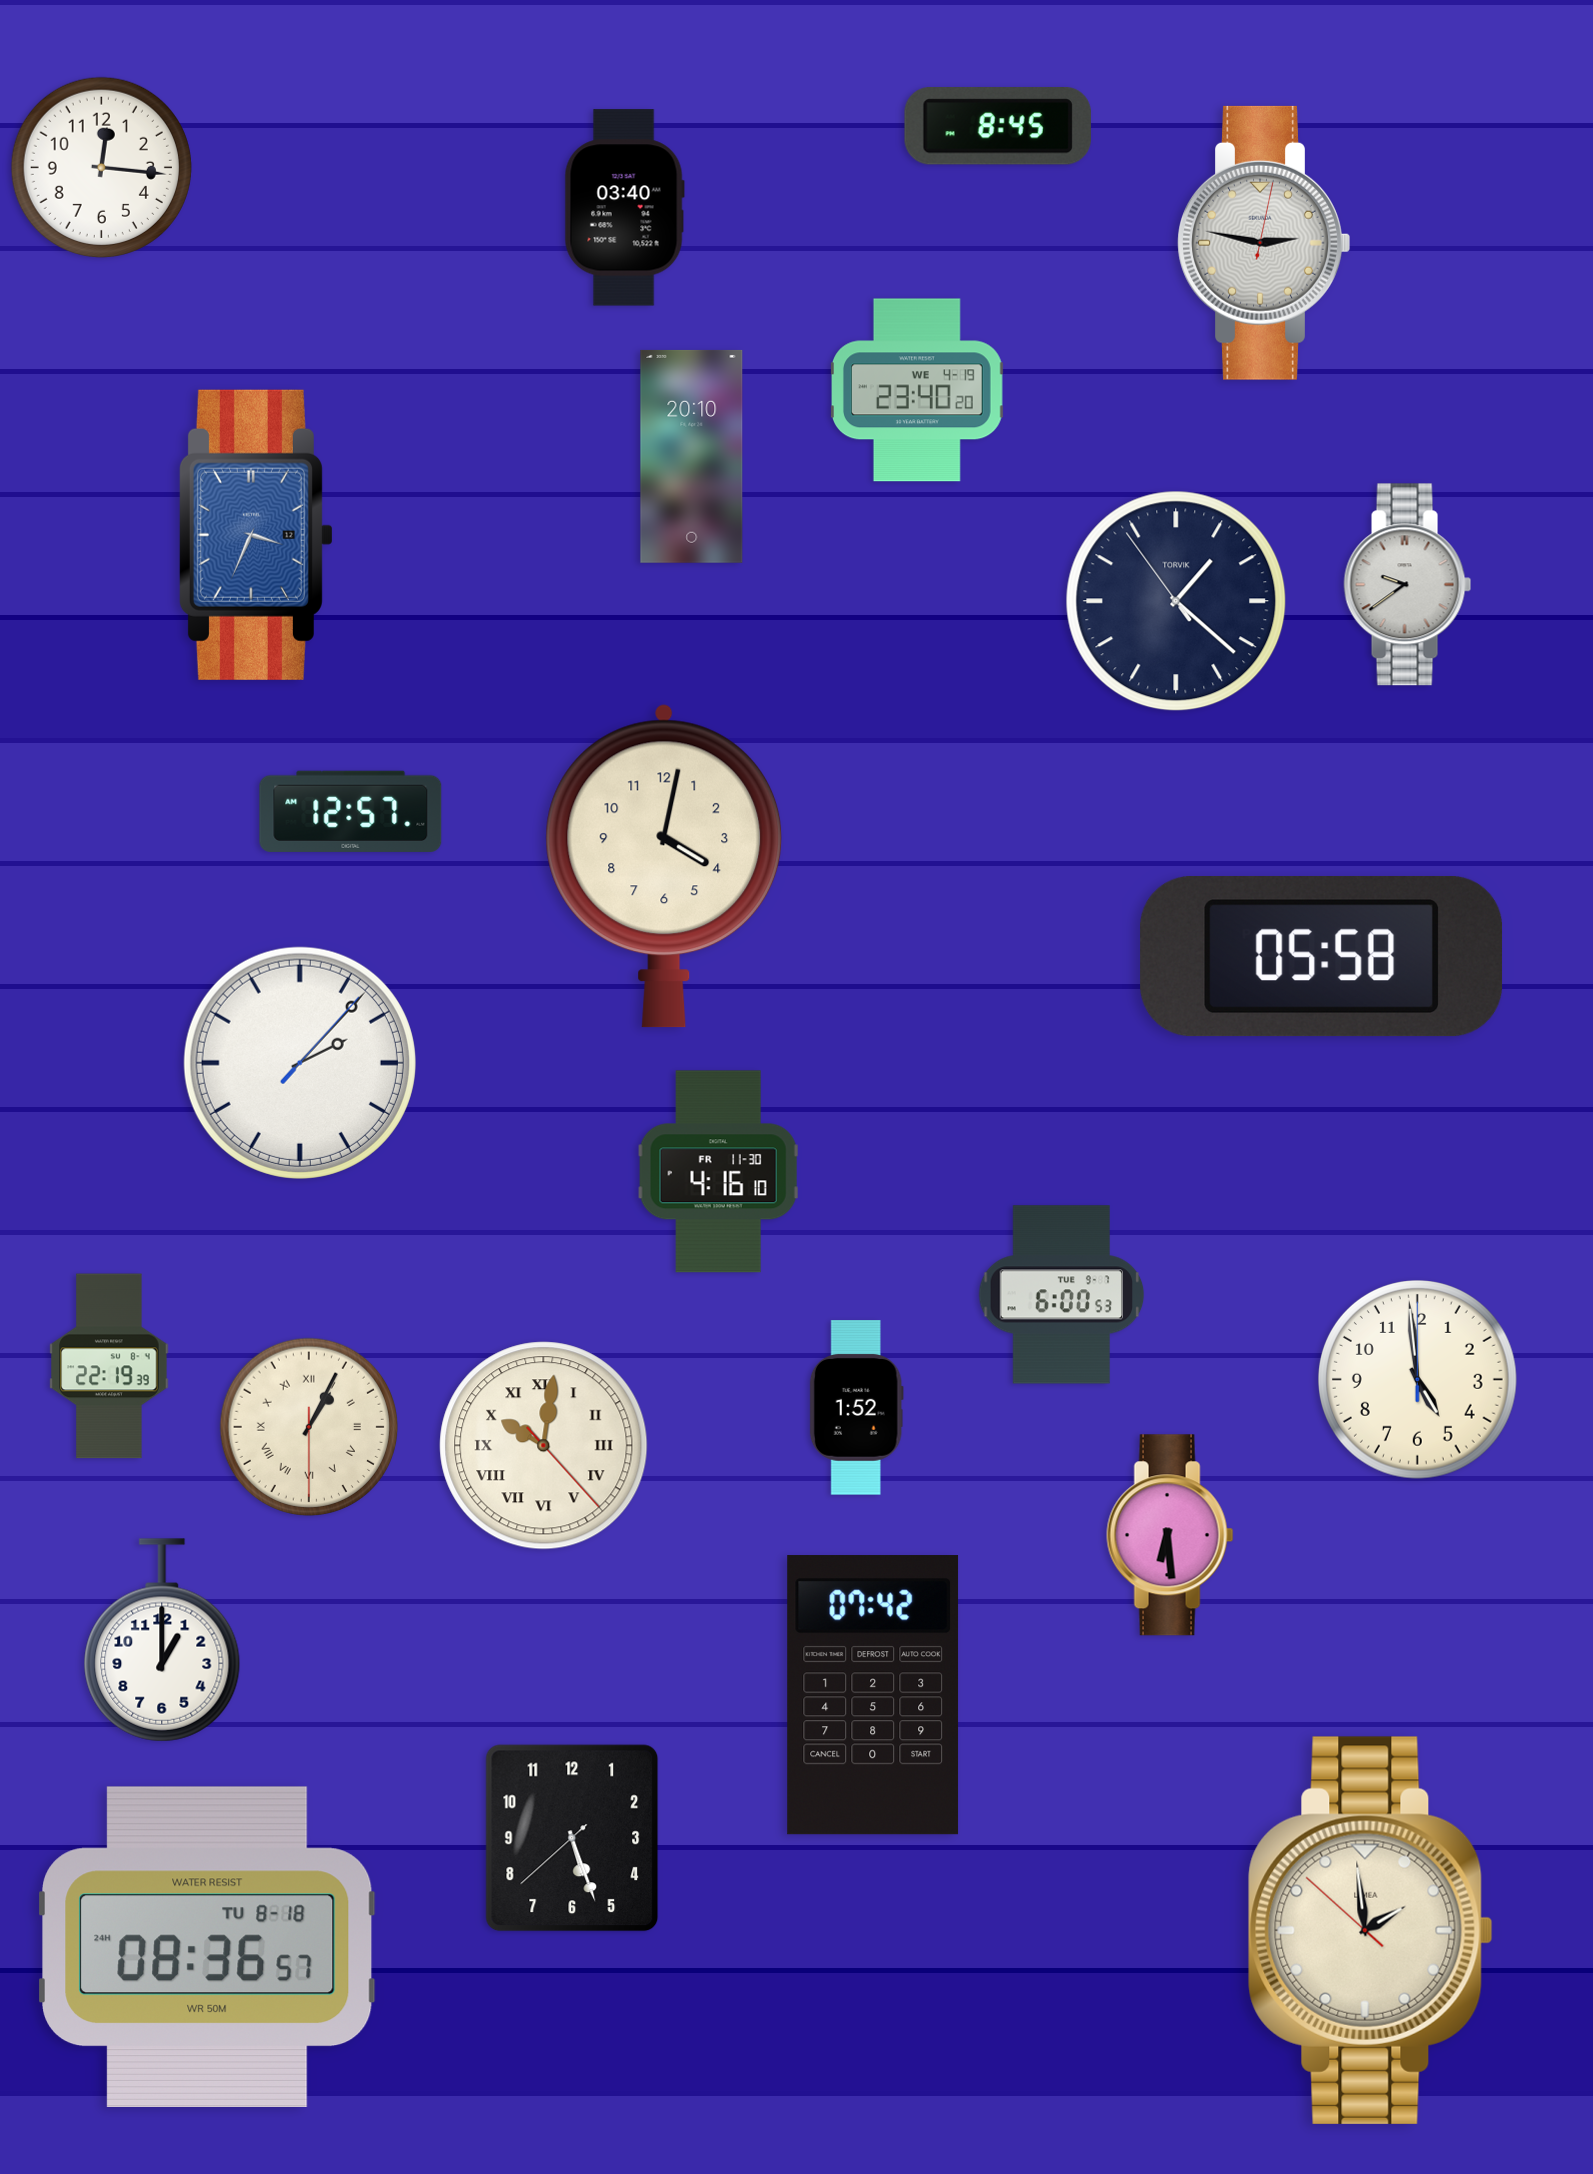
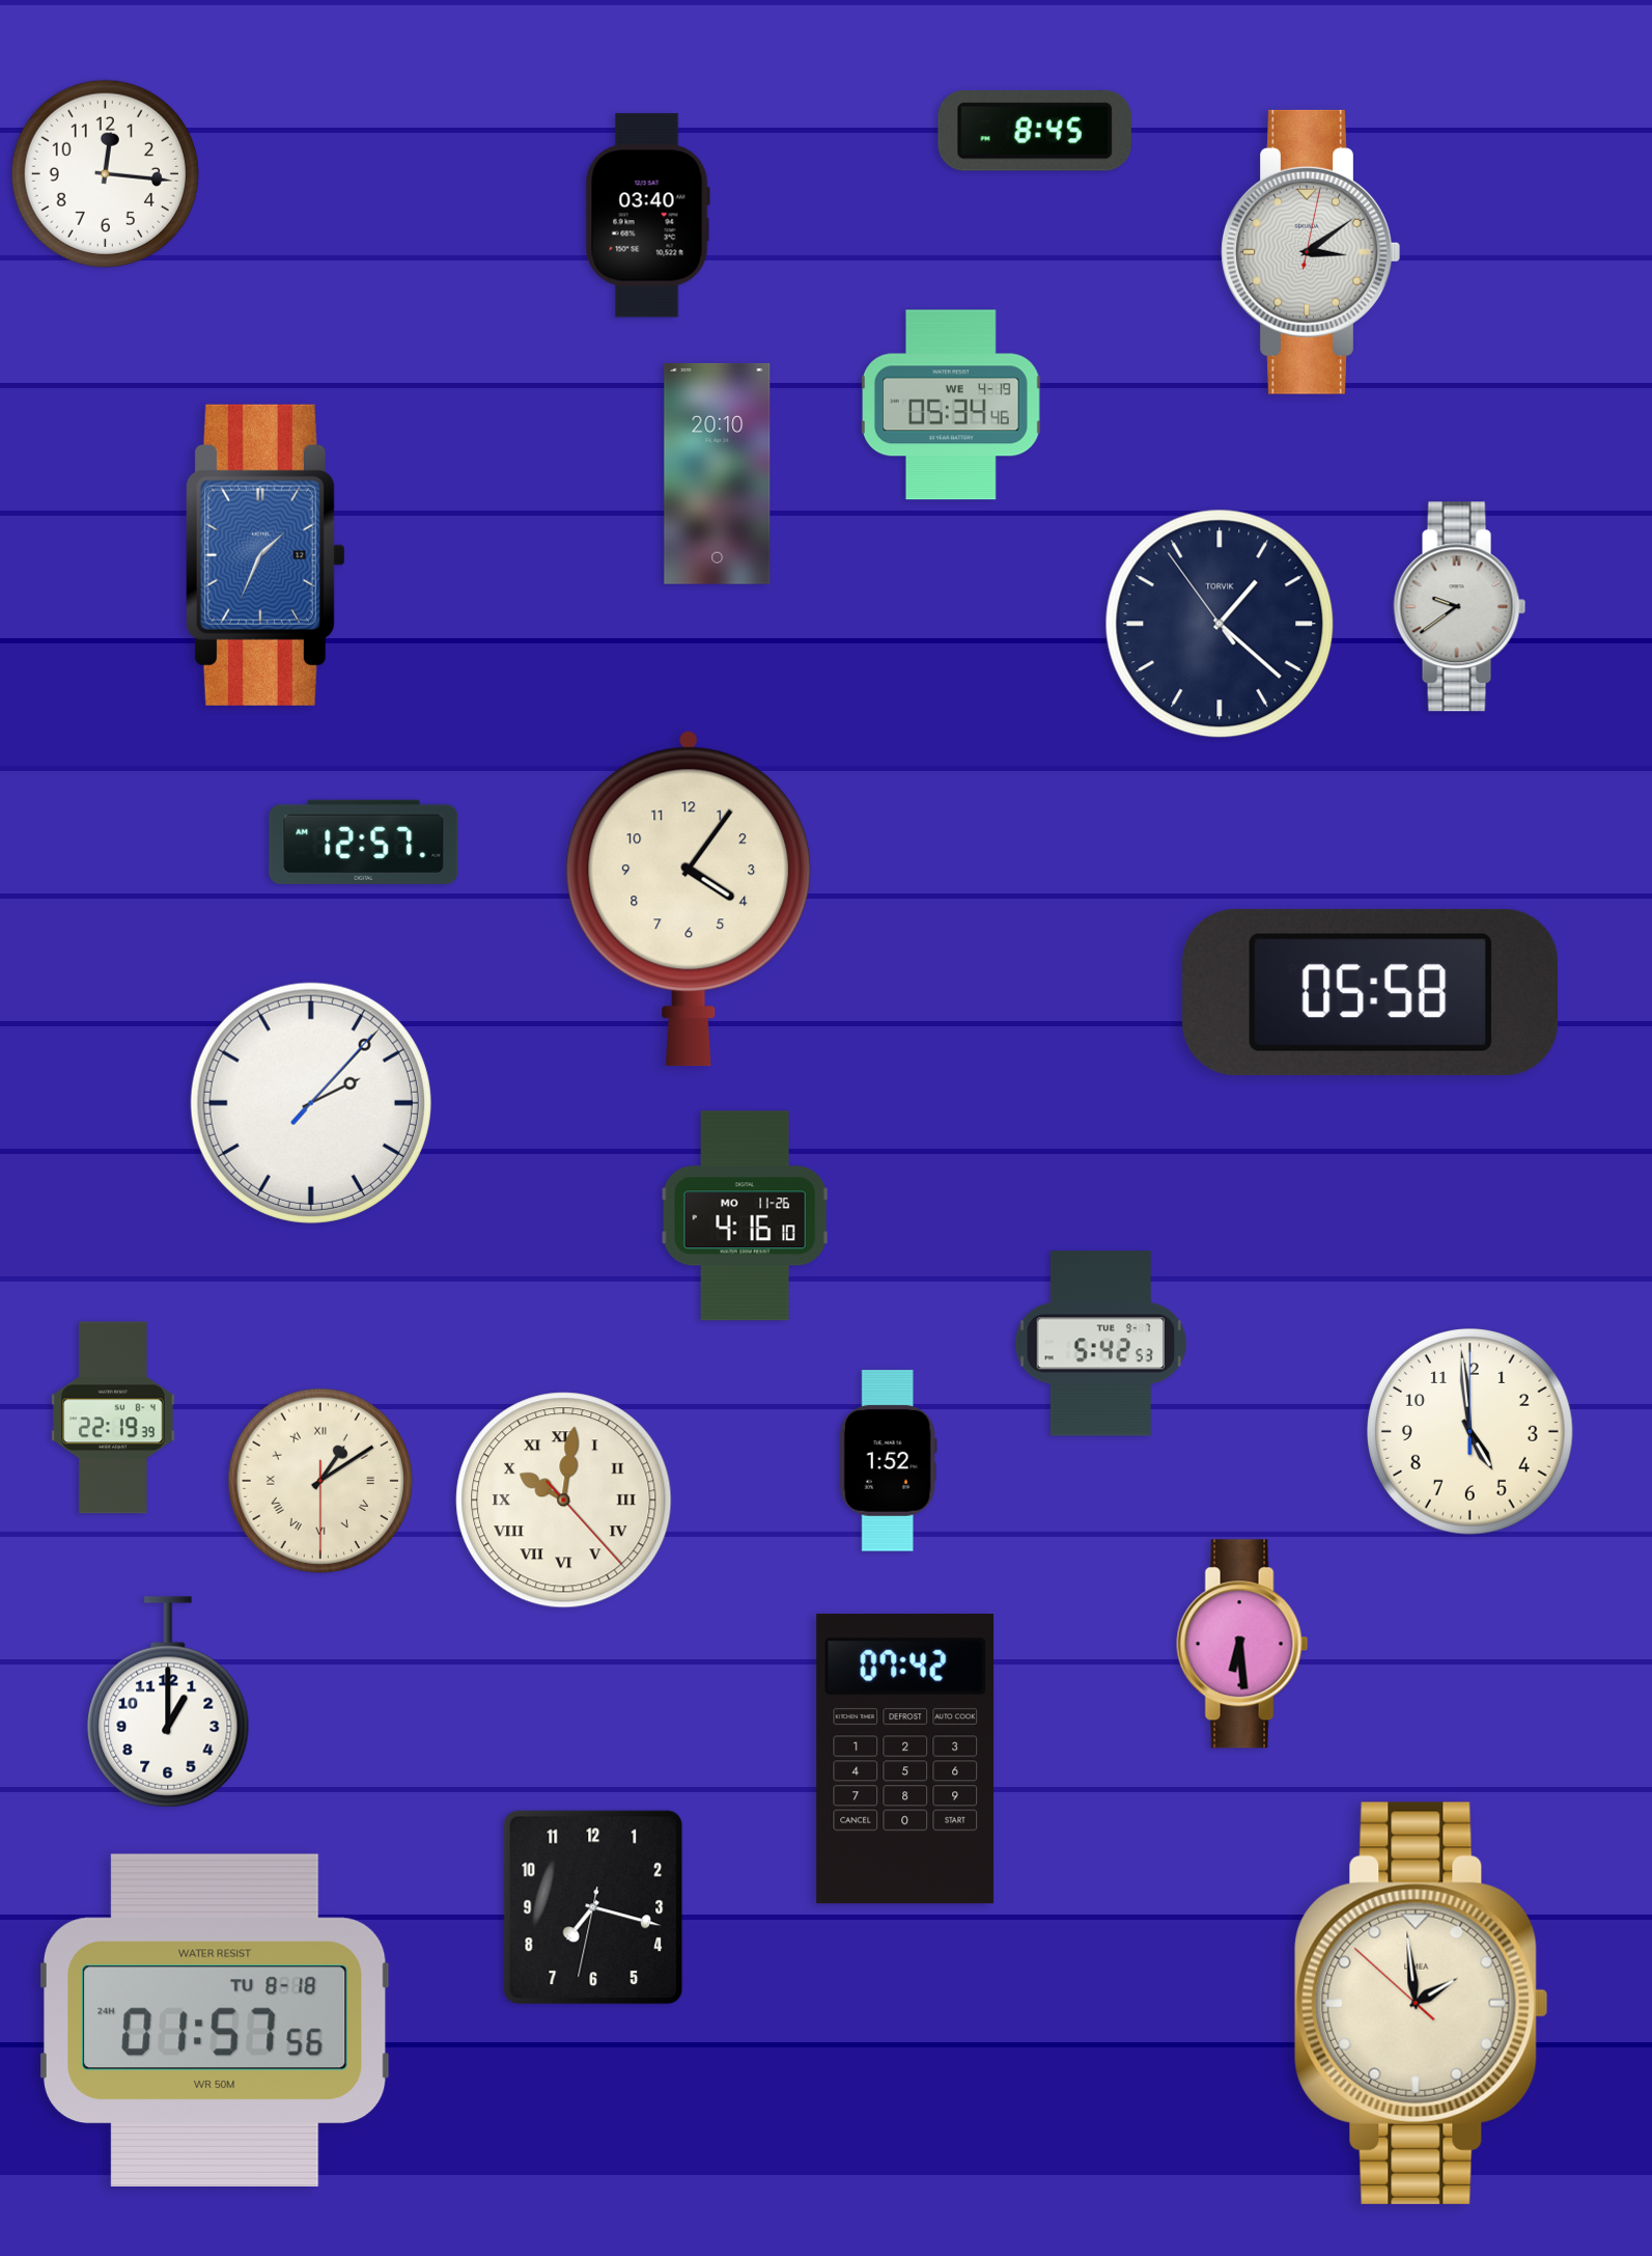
clock at (1264, 243): 2:47 -> 3:09
clock at (918, 390): 23:40 -> 05:34
clock at (255, 535): 3:34 -> 1:34
clock at (664, 866): 4:02 -> 4:06
clock at (719, 1172) date: FR 11-30 -> MO 11-26
clock at (1062, 1295): 6:00 -> 5:42
clock at (308, 1426): 1:04 -> 1:09
clock at (1170, 1535) position: (1170, 1535) -> (1242, 1644)
clock at (572, 1838): 5:26 -> 7:17
clock at (207, 1947): 08:36 -> 01:57
